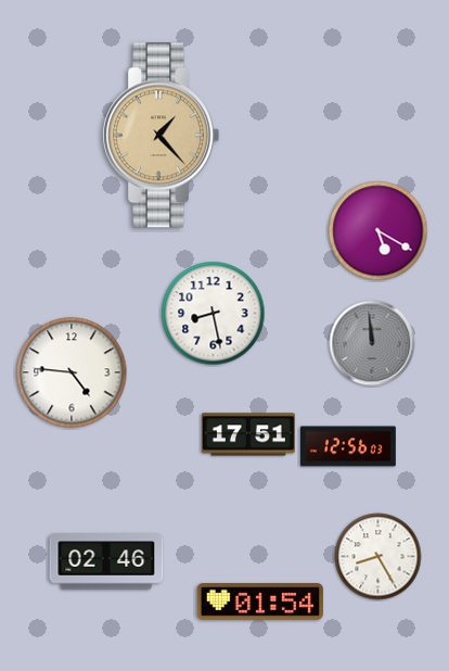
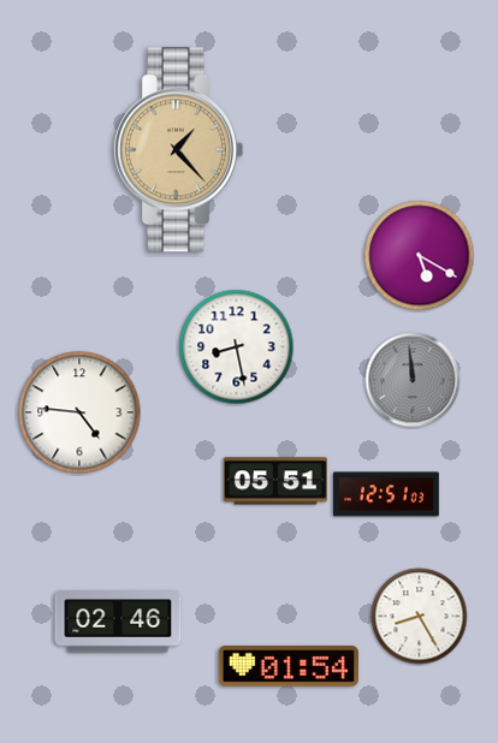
clock at (248, 434): 17:51 -> 05:51
clock at (348, 446): 12:56 -> 12:51
